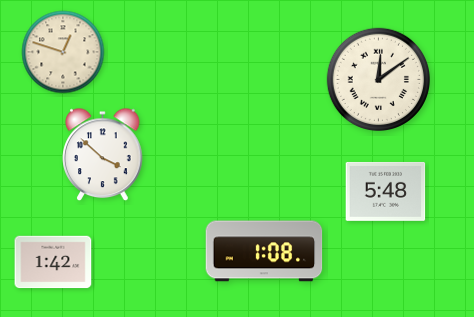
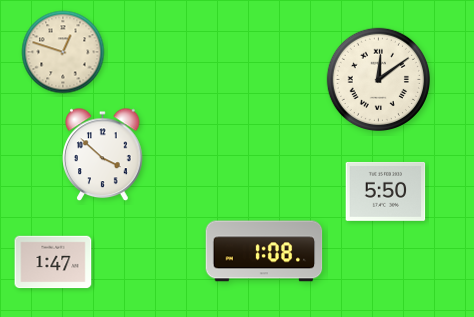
clock at (386, 191): 5:48 -> 5:50
clock at (53, 262): 1:42 -> 1:47
